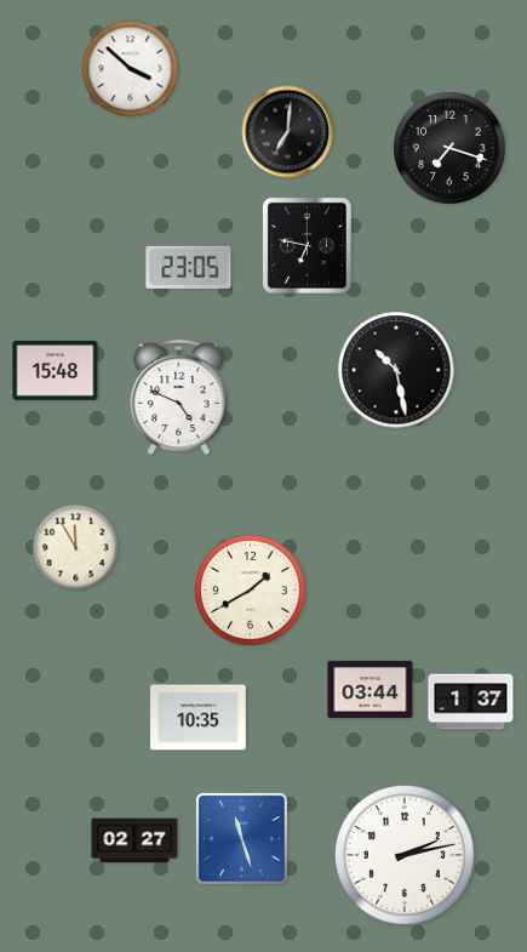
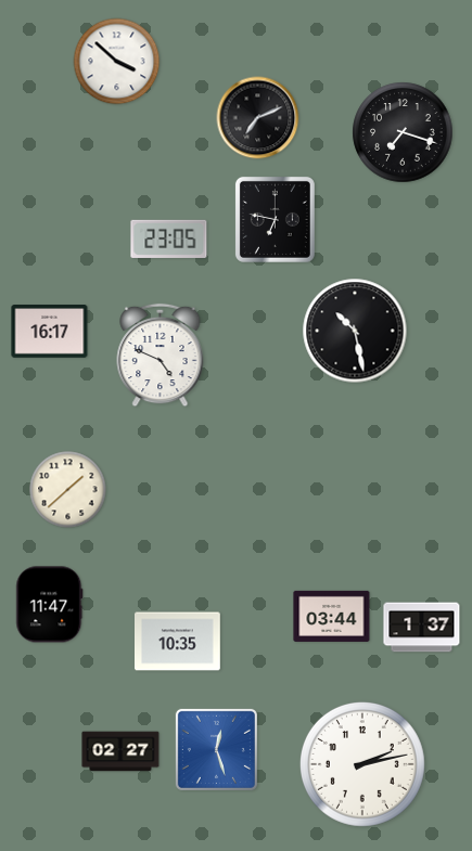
clock at (288, 132): 7:01 -> 7:11
clock at (56, 371): 15:48 -> 16:17
clock at (76, 548): 11:55 -> 1:38
clock at (251, 591): 1:40 -> none
clock at (50, 605): none -> 11:47
clock at (241, 838): 11:27 -> 12:27
